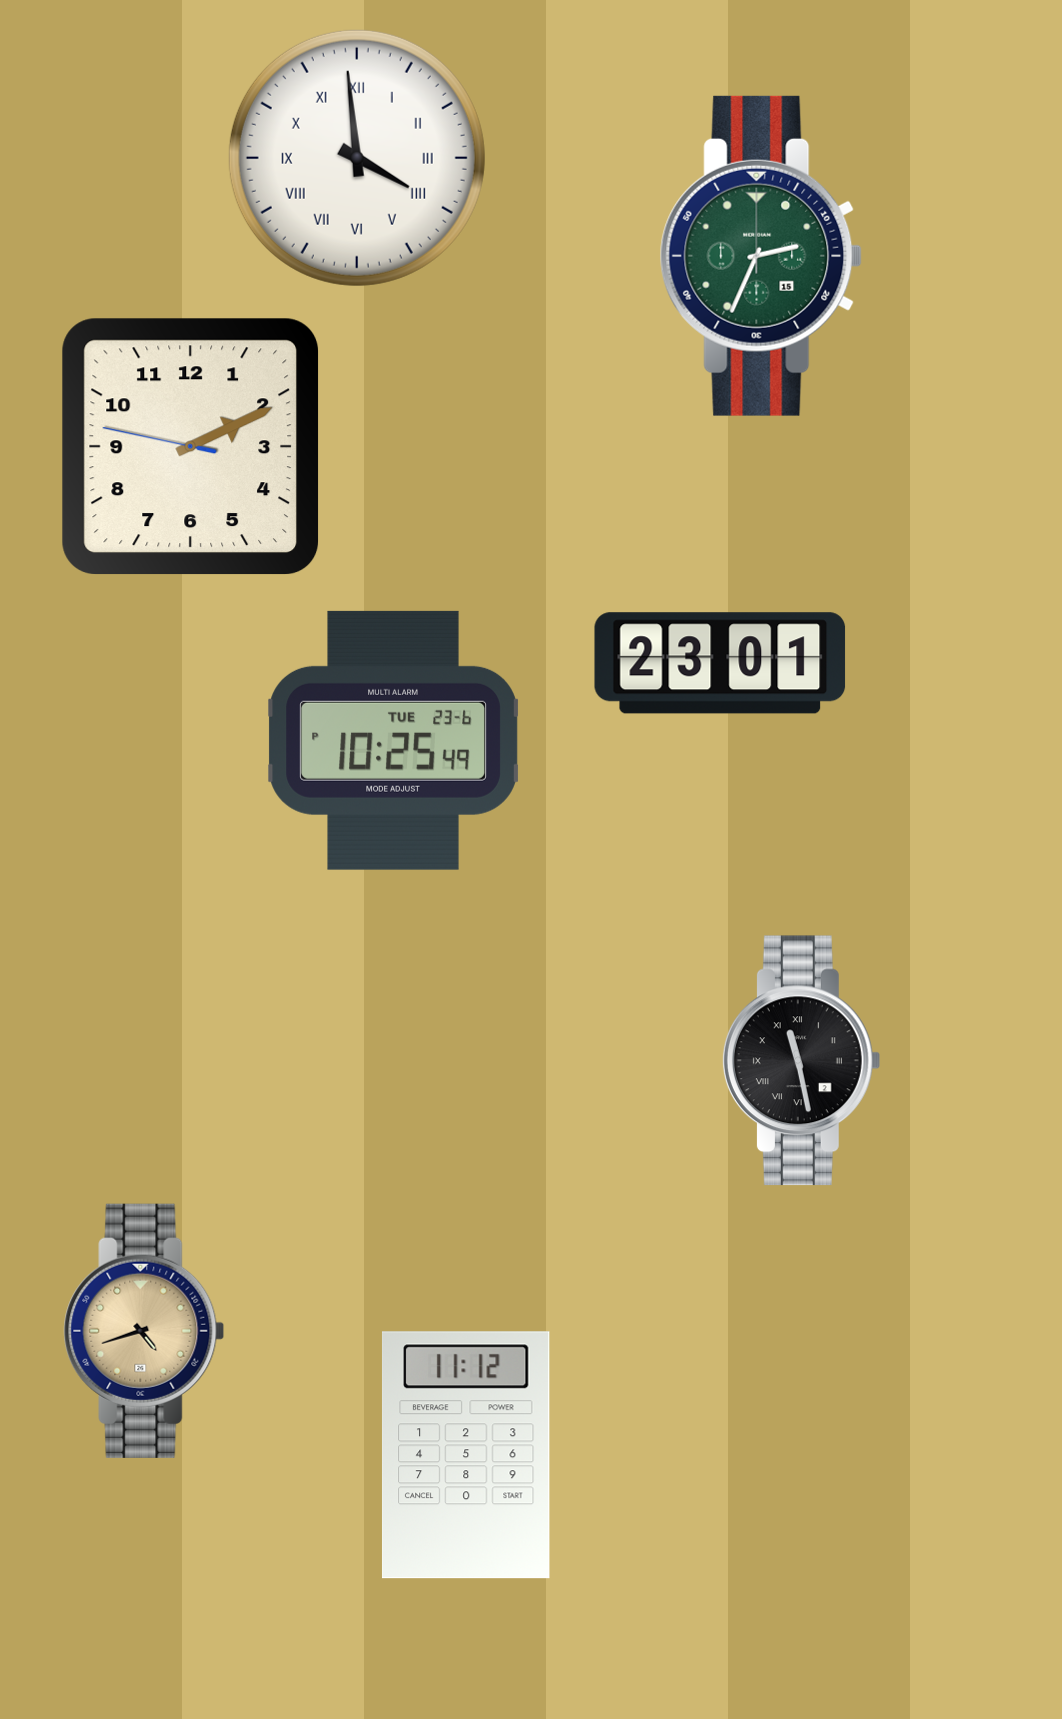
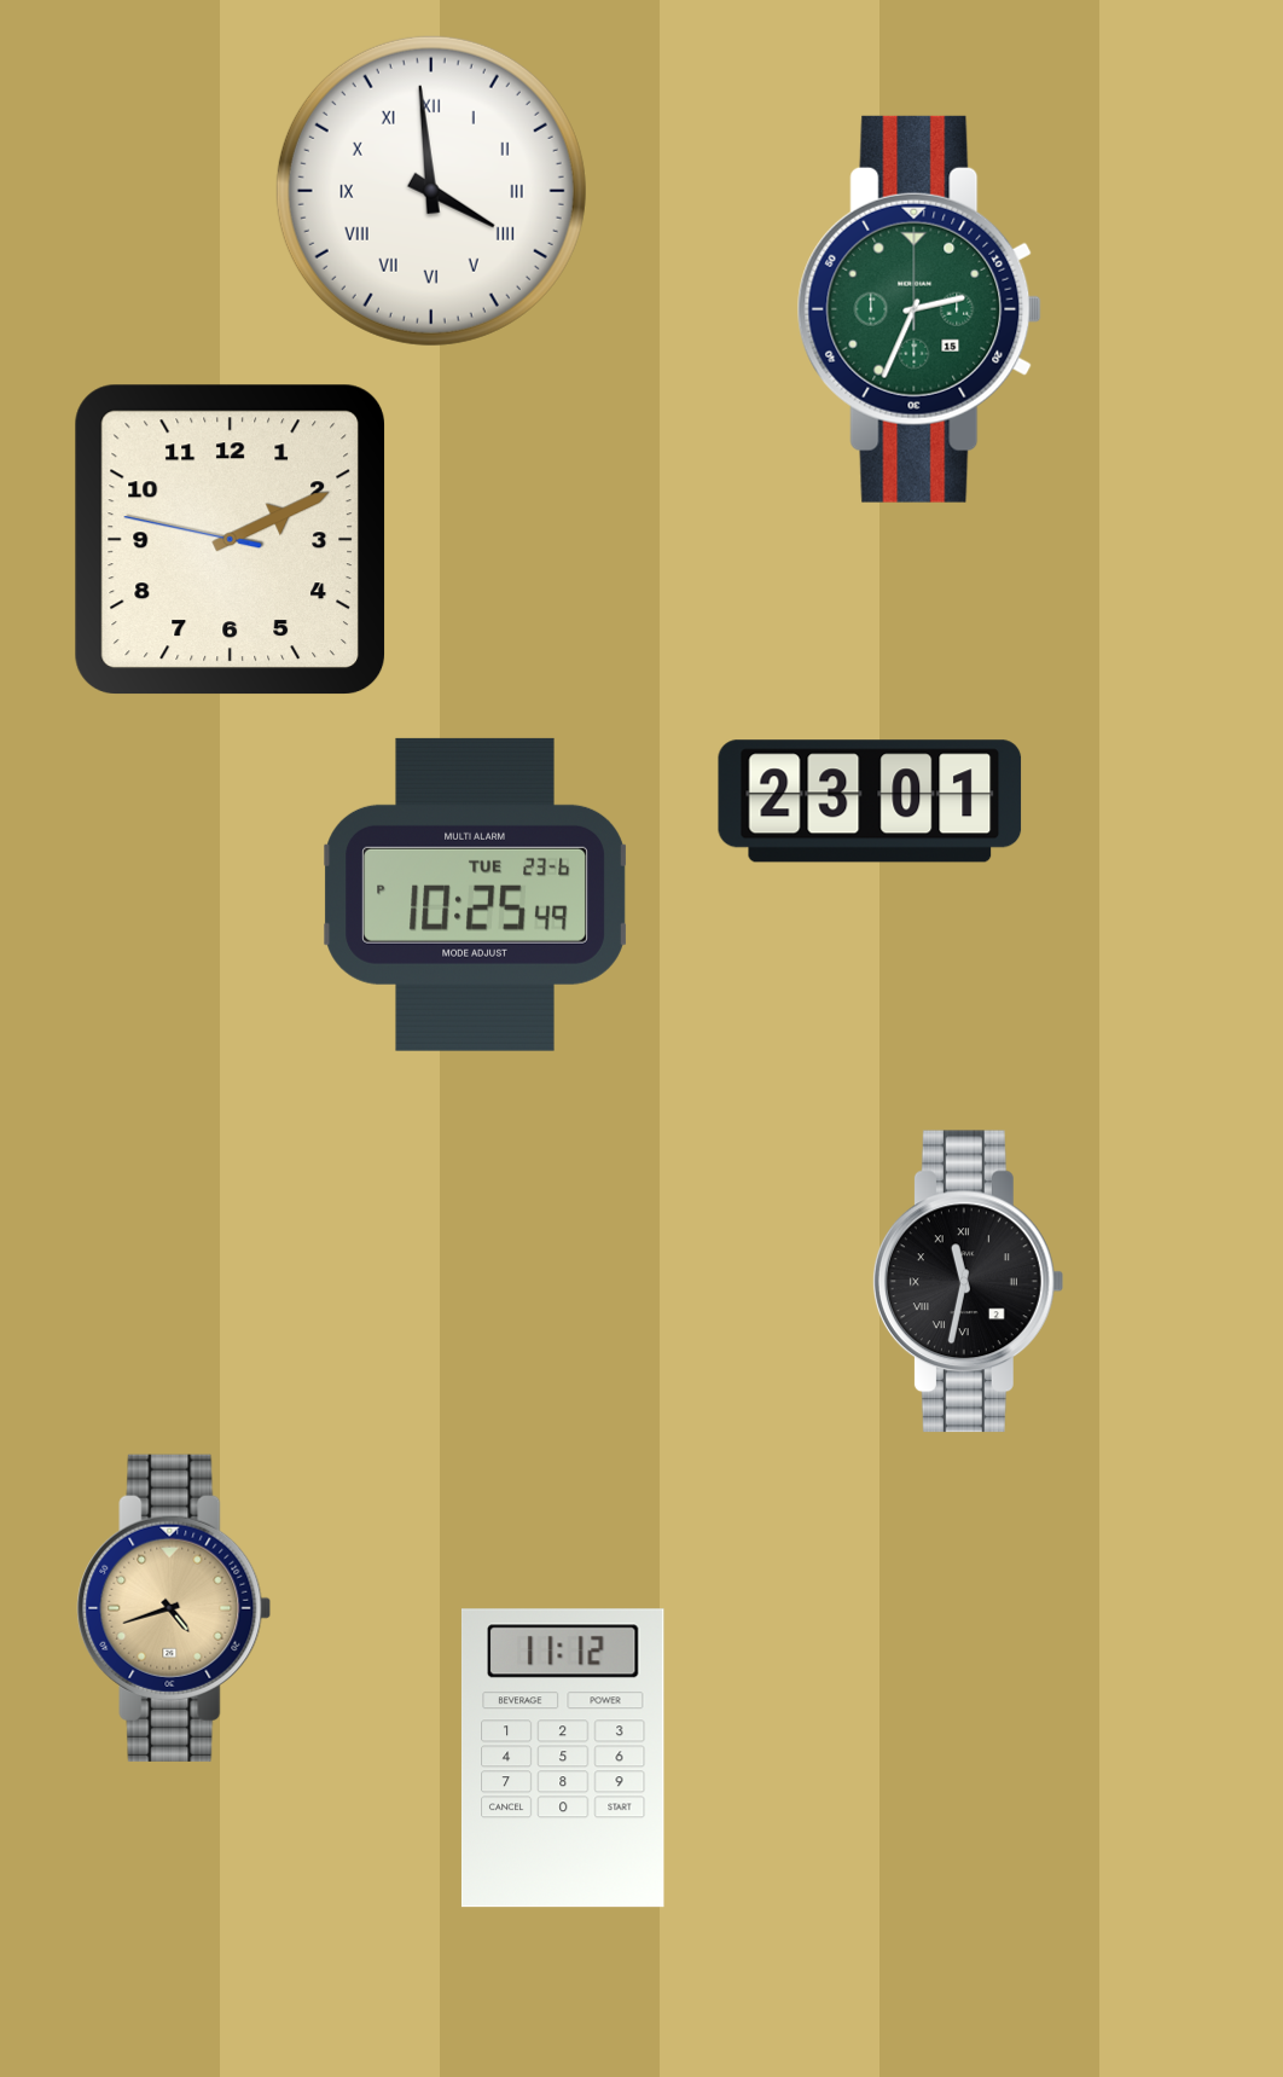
clock at (801, 1061): 11:28 -> 11:32
